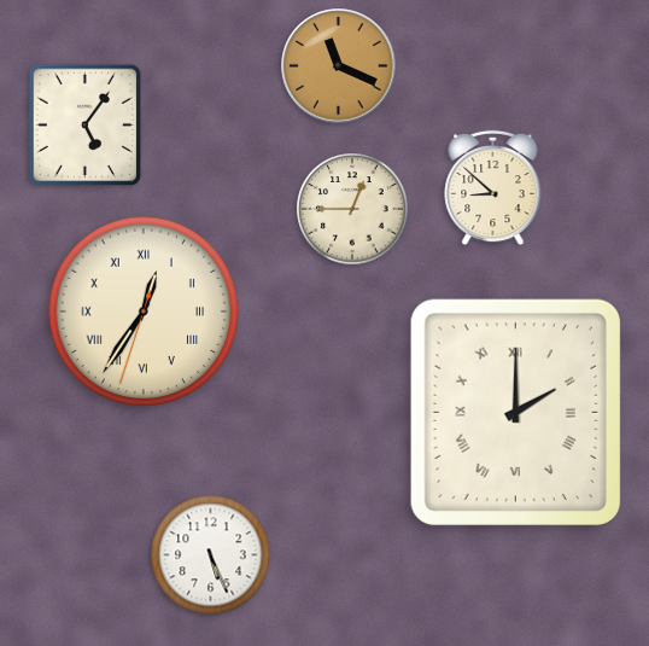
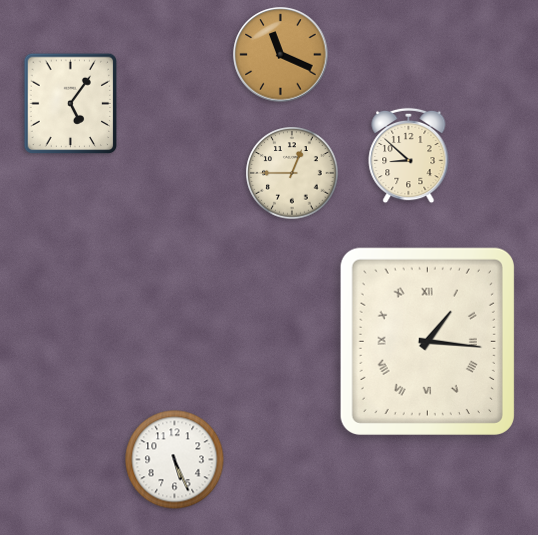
clock at (144, 312): 12:35 -> none
clock at (515, 412): 2:00 -> 1:16
